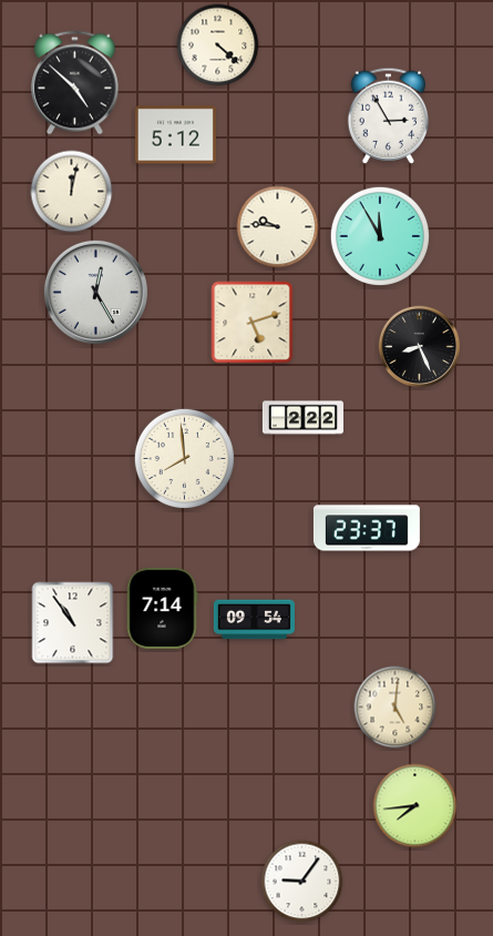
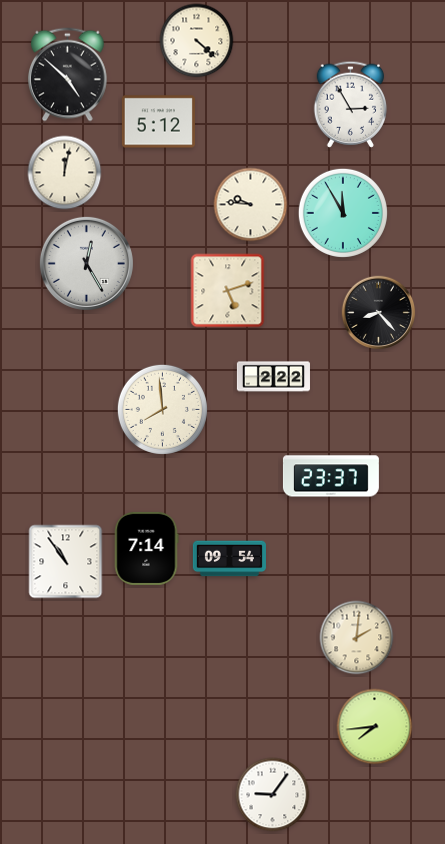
clock at (420, 347): 8:26 -> 8:23
clock at (184, 458) position: (184, 458) -> (162, 409)
clock at (396, 708): 5:01 -> 2:01
